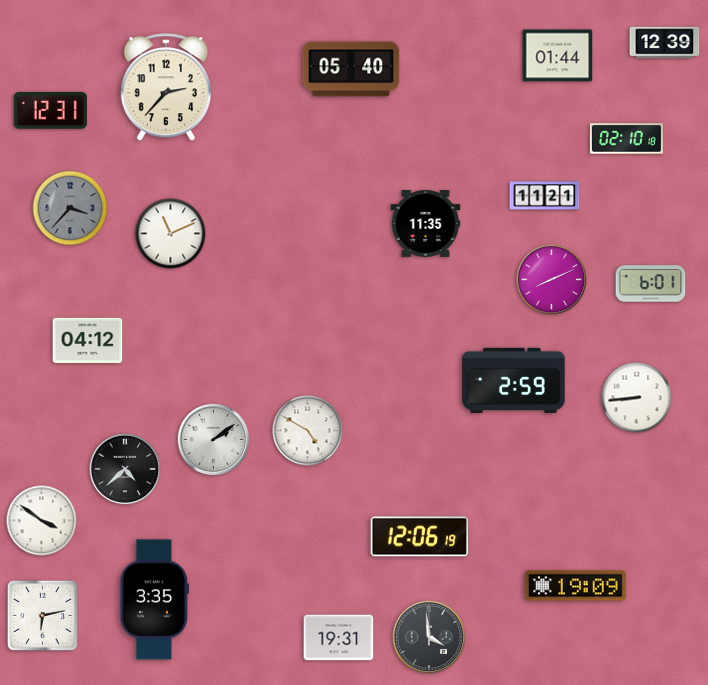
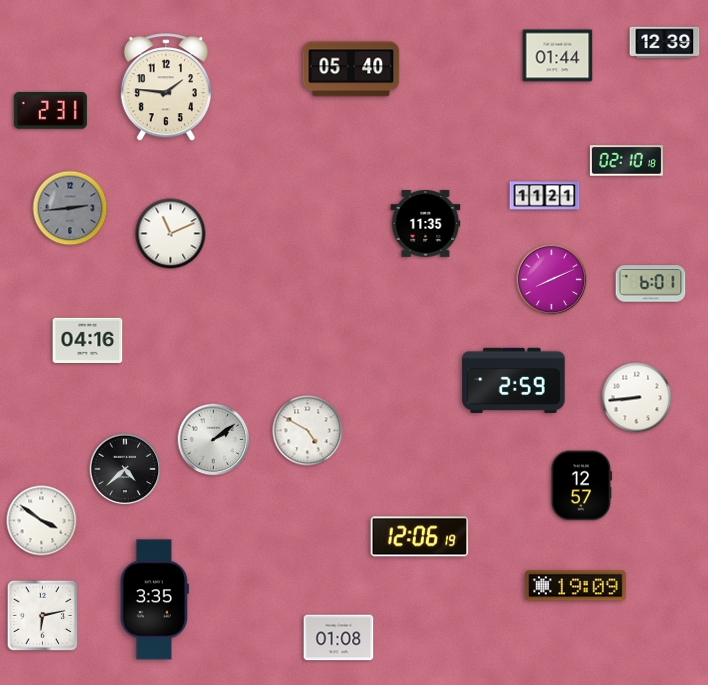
clock at (166, 88): 2:37 -> 1:46
clock at (50, 110): 12:31 -> 2:31
clock at (626, 139) position: (626, 139) -> (626, 161)
clock at (70, 208): 3:37 -> 2:44
clock at (88, 340): 04:12 -> 04:16
clock at (582, 486): none -> 12:57
clock at (429, 637): 3:59 -> none
clock at (339, 638): 19:31 -> 01:08
